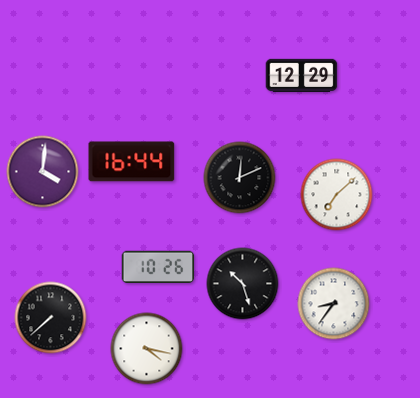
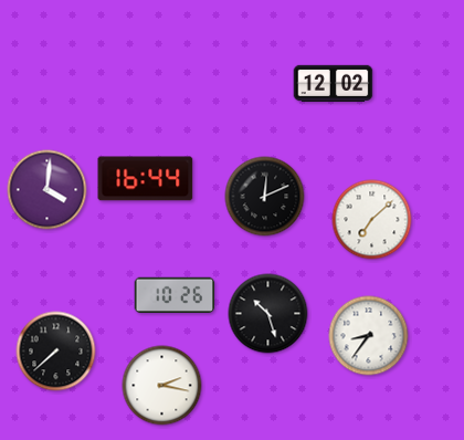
clock at (302, 76): 12:29 -> 12:02
clock at (337, 195) position: (337, 195) -> (372, 220)
clock at (147, 349): 4:17 -> 2:17
